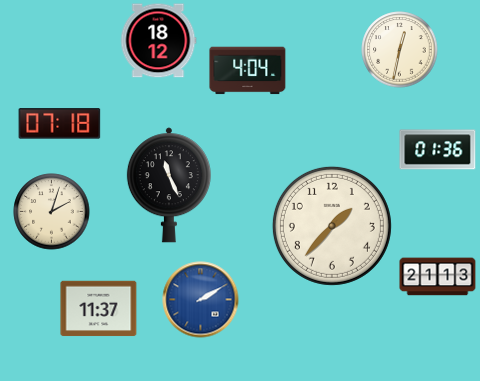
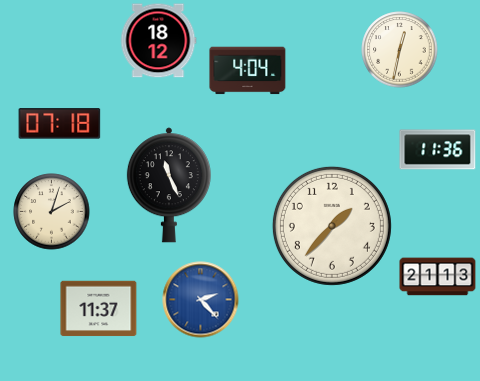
clock at (438, 150): 01:36 -> 11:36
clock at (201, 300): 2:10 -> 2:23
